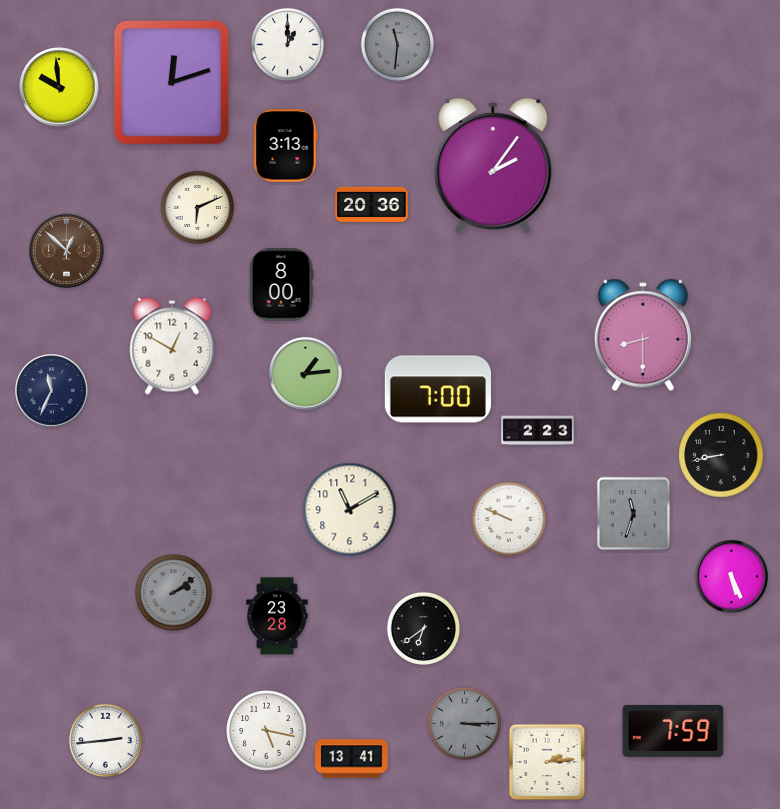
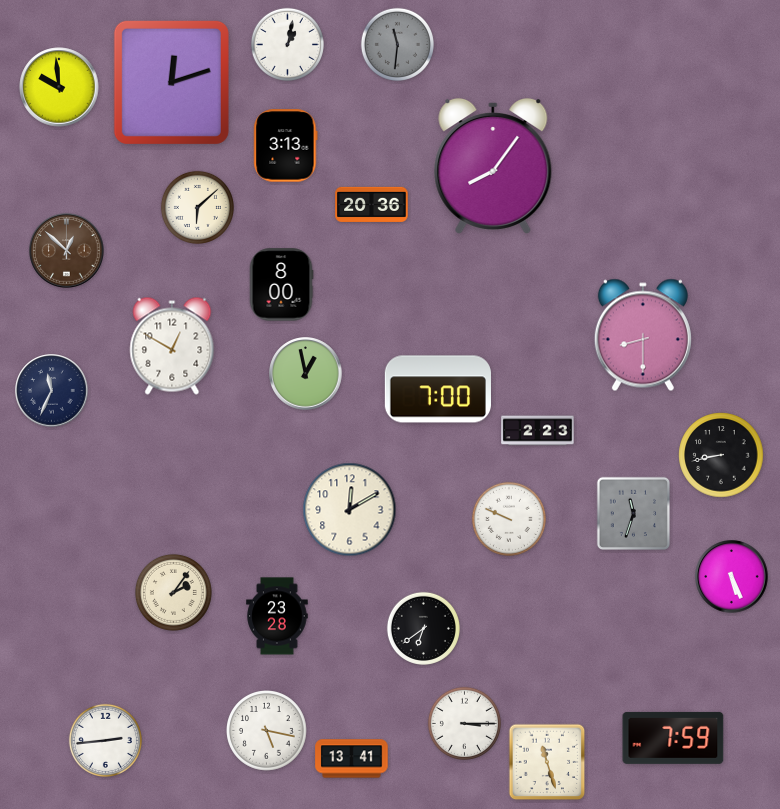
clock at (287, 44): 1:00 -> 1:02
clock at (493, 166): 2:06 -> 8:06
clock at (197, 207): 6:11 -> 6:08
clock at (306, 374): 1:14 -> 12:58
clock at (350, 510): 11:10 -> 12:10
clock at (173, 592): 2:09 -> 2:06
clock at (173, 592) dial: grey -> cream
clock at (464, 723) dial: grey -> white
clock at (673, 731) position: (673, 731) -> (673, 738)
clock at (547, 762): 2:14 -> 11:27
